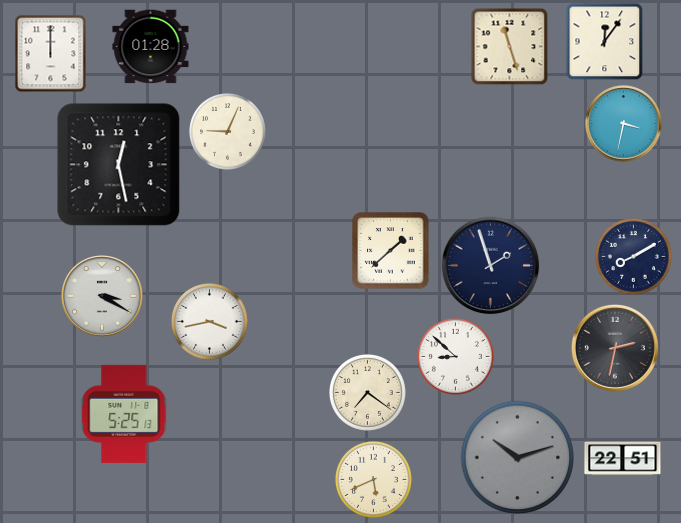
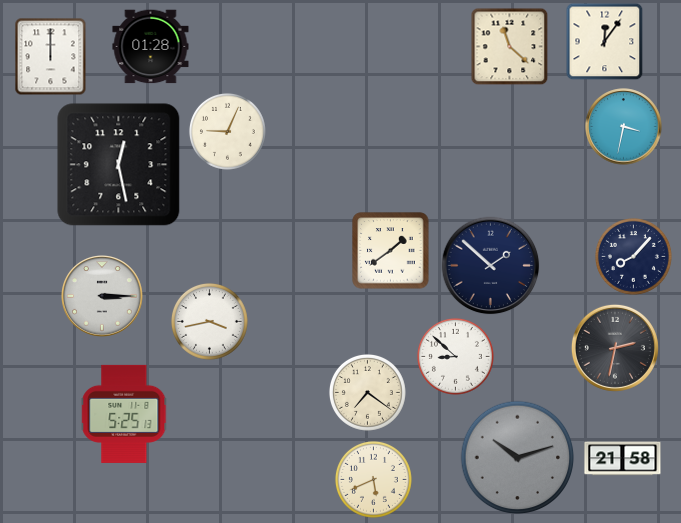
clock at (509, 46): 11:27 -> 11:22
clock at (51, 53) position: (51, 53) -> (51, 56)
clock at (624, 124) position: (624, 124) -> (624, 127)
clock at (391, 251): 1:38 -> 1:39
clock at (633, 256): 8:10 -> 8:07
clock at (491, 266): 1:57 -> 1:52
clock at (103, 297): 3:20 -> 3:15
clock at (623, 459): 22:51 -> 21:58
